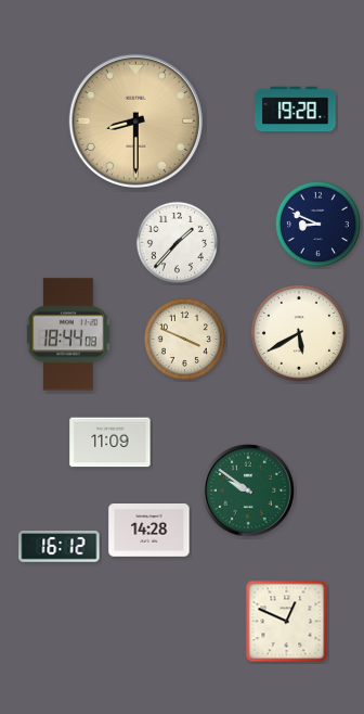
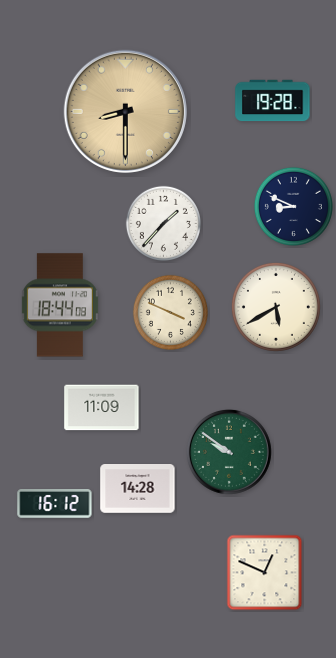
clock at (68, 334) position: (68, 334) -> (60, 305)
